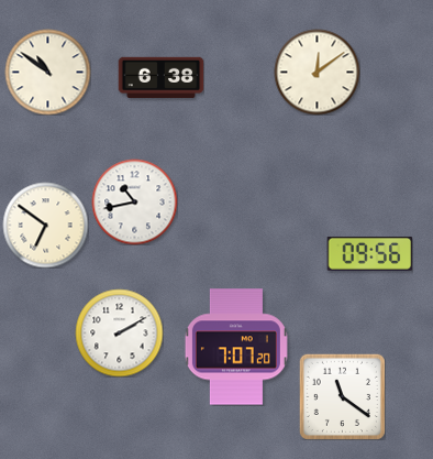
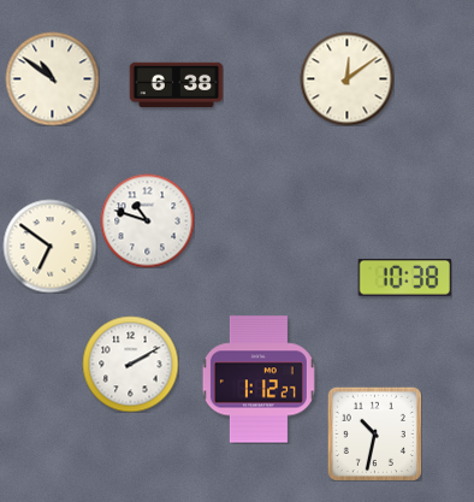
clock at (134, 201): 10:43 -> 10:48
clock at (369, 253): 09:56 -> 10:38
clock at (236, 347): 7:07 -> 1:12
clock at (342, 396): 11:21 -> 10:32
